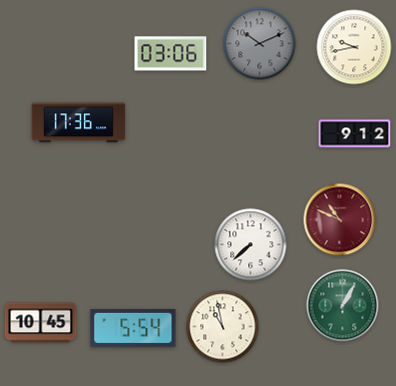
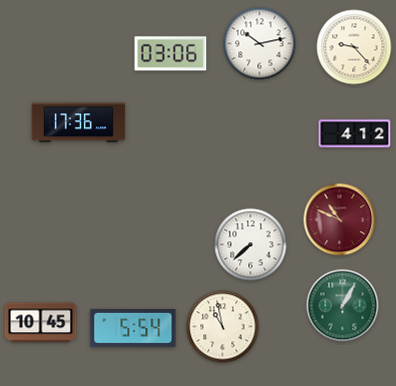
clock at (260, 44): 10:11 -> 10:13
clock at (260, 44) dial: grey -> white
clock at (354, 47): 9:43 -> 9:23
clock at (355, 134): 9:12 -> 4:12
